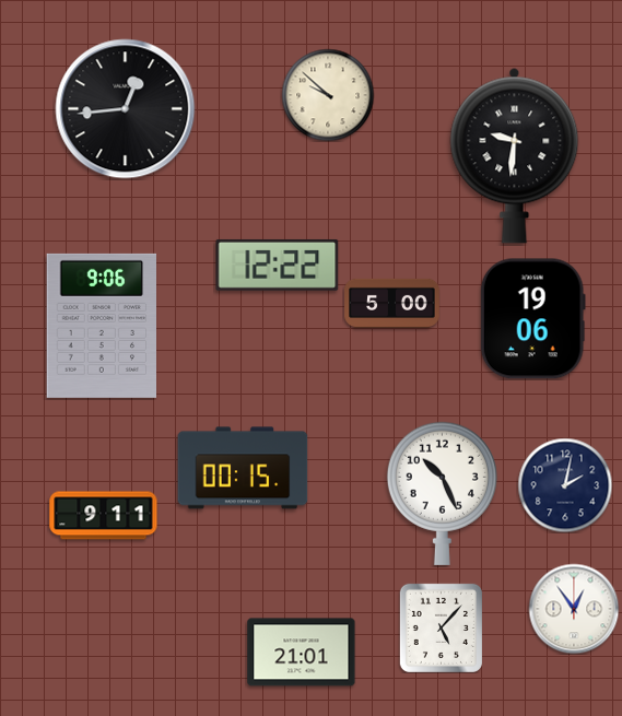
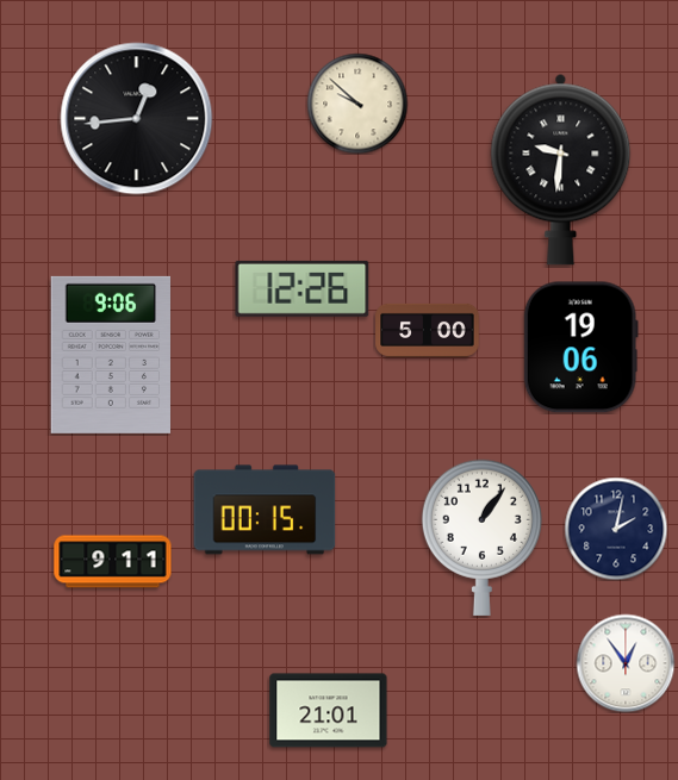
clock at (278, 265): 12:22 -> 12:26
clock at (442, 493): 10:26 -> 1:06
clock at (441, 627): 5:07 -> none
